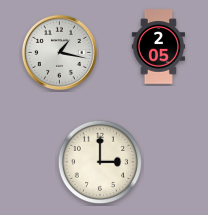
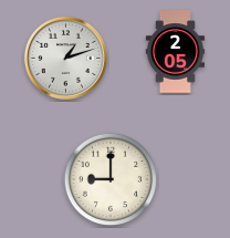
clock at (59, 52): 1:17 -> 1:12
clock at (99, 161): 3:00 -> 9:00
